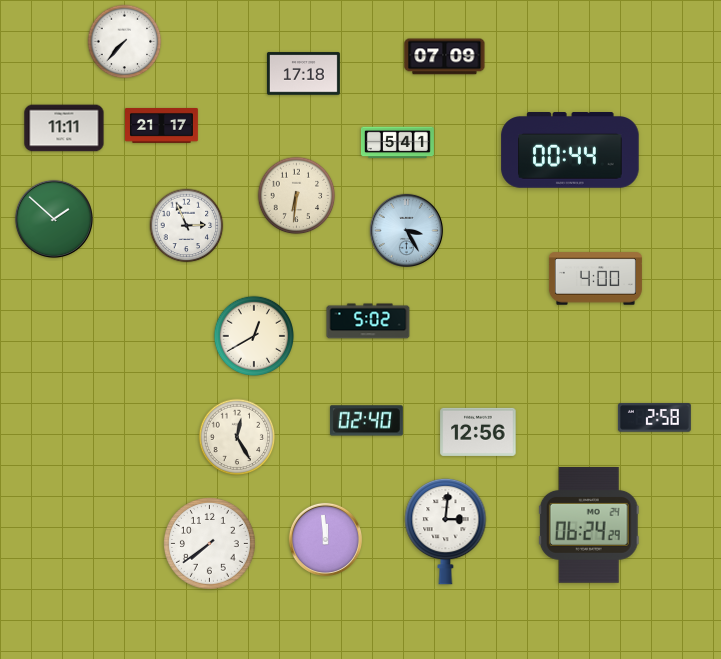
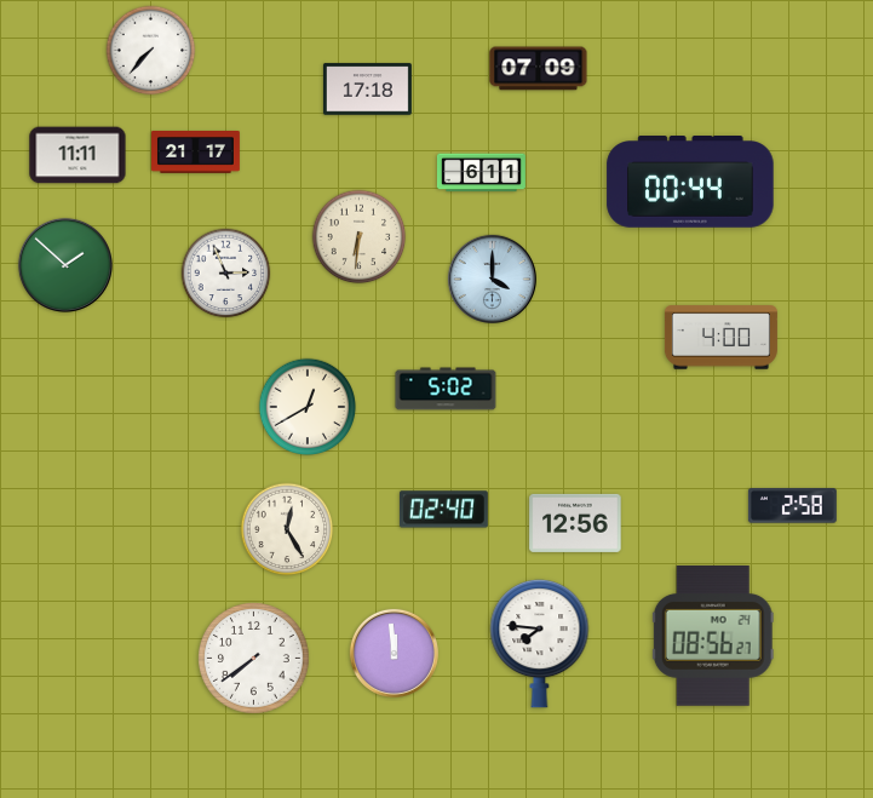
clock at (397, 143): 5:41 -> 6:11
clock at (406, 230): 3:25 -> 4:00
clock at (478, 432) position: (478, 432) -> (575, 523)
clock at (589, 525): 06:24 -> 08:56
clock at (446, 531): 3:01 -> 7:46
